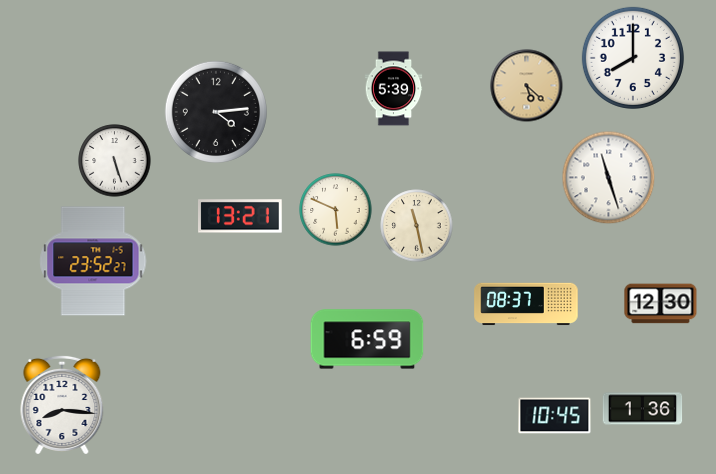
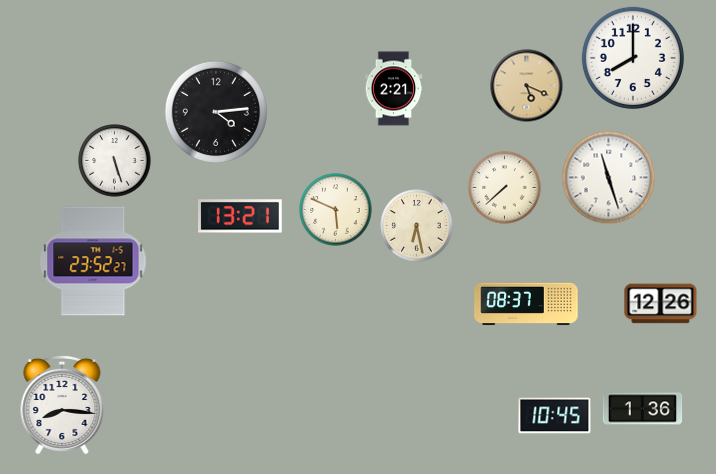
clock at (527, 86): 5:22 -> 5:19
clock at (394, 89): 5:39 -> 2:21
clock at (505, 188): none -> 7:38
clock at (417, 226): 11:28 -> 6:28
clock at (661, 304): 12:30 -> 12:26
clock at (367, 339): 6:59 -> none
